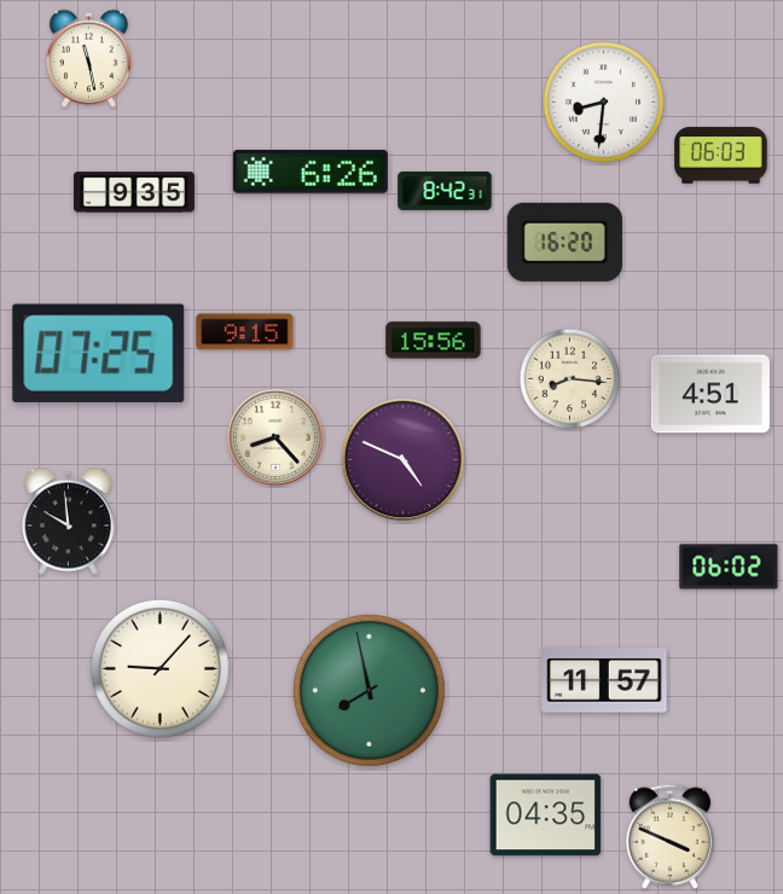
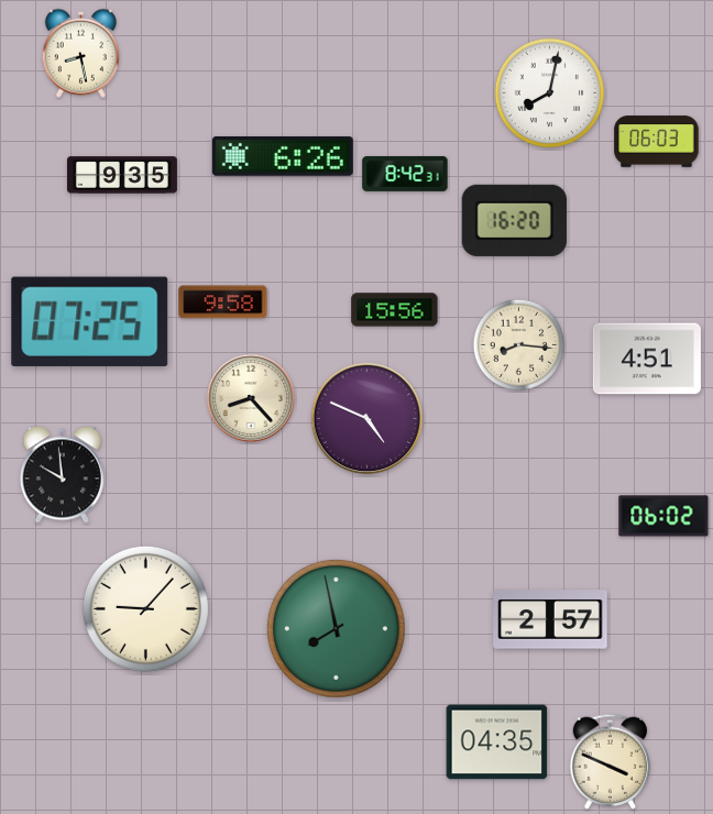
clock at (88, 58): 11:28 -> 8:28
clock at (603, 101): 8:31 -> 8:02
clock at (245, 332): 9:15 -> 9:58
clock at (604, 680): 11:57 -> 2:57
